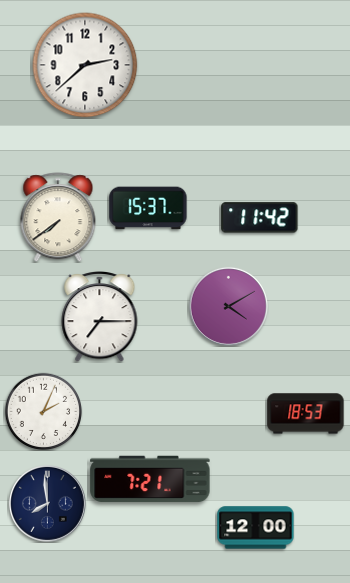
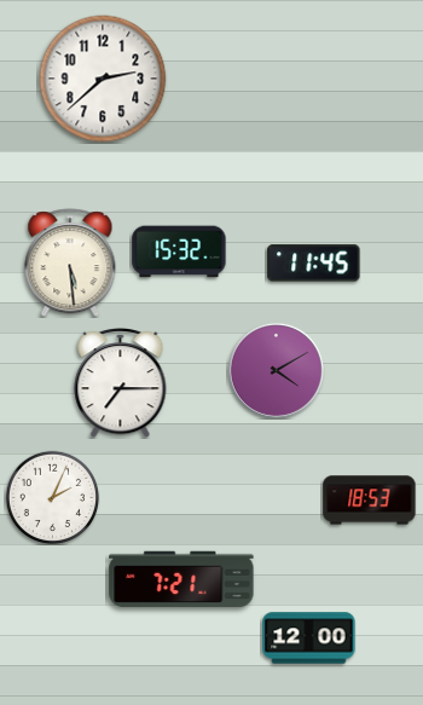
clock at (148, 208): 15:37 -> 15:32
clock at (58, 217): 7:39 -> 5:29
clock at (260, 218): 11:42 -> 11:45
clock at (47, 503): 7:59 -> none
